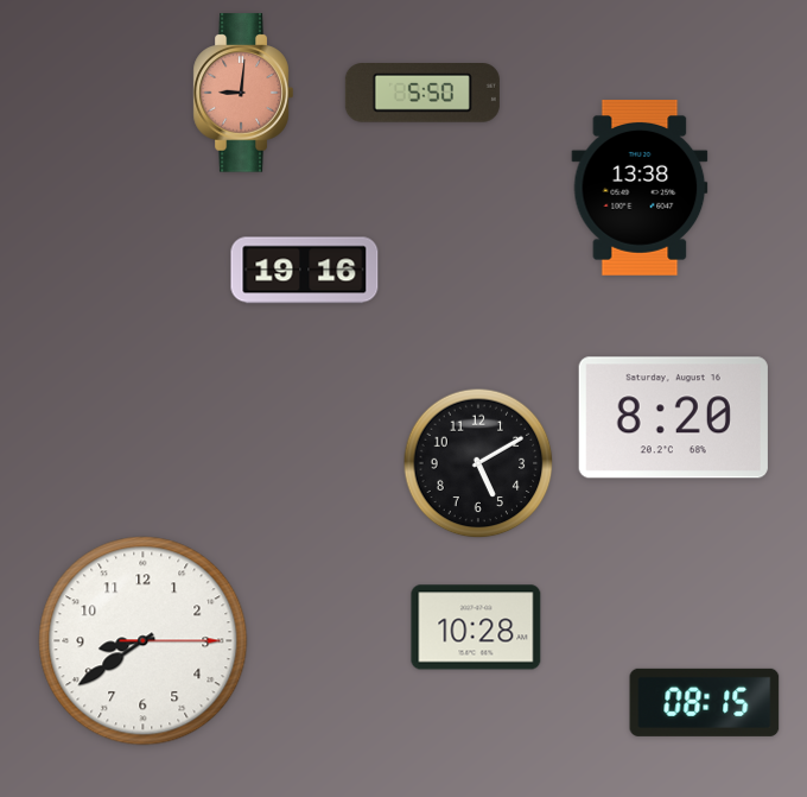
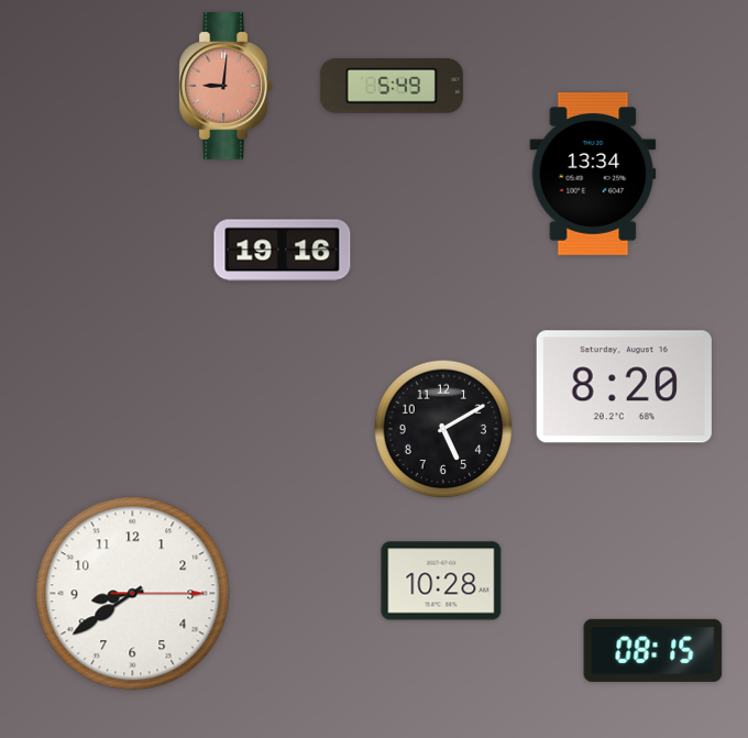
clock at (422, 94): 5:50 -> 5:49
clock at (640, 188): 13:38 -> 13:34
